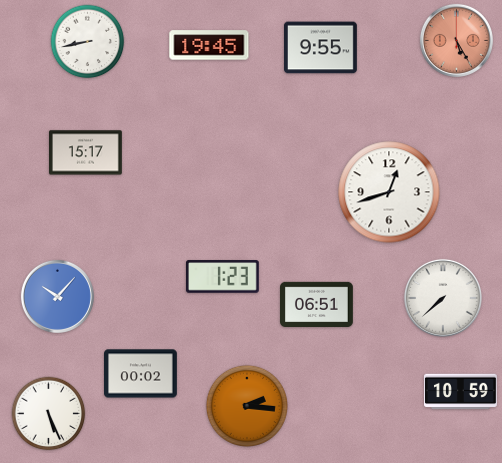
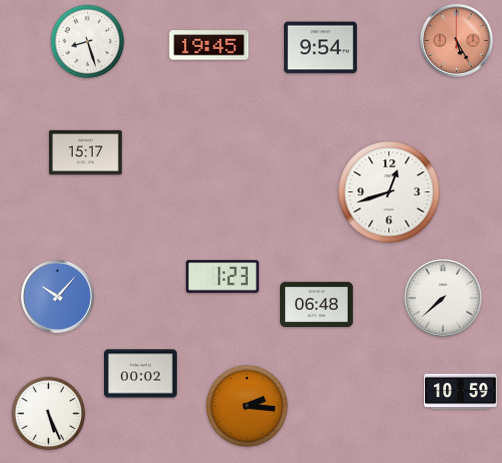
clock at (88, 42): 8:43 -> 8:27
clock at (321, 48): 9:55 -> 9:54
clock at (317, 304): 06:51 -> 06:48
